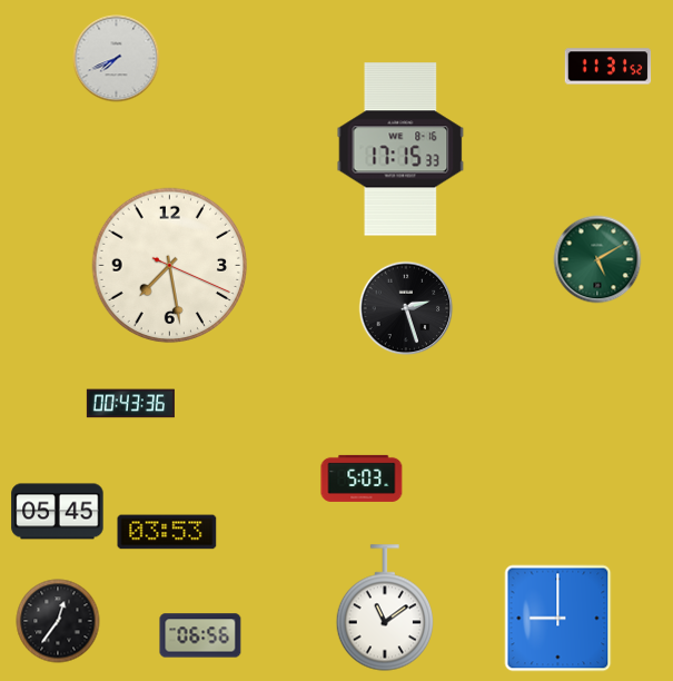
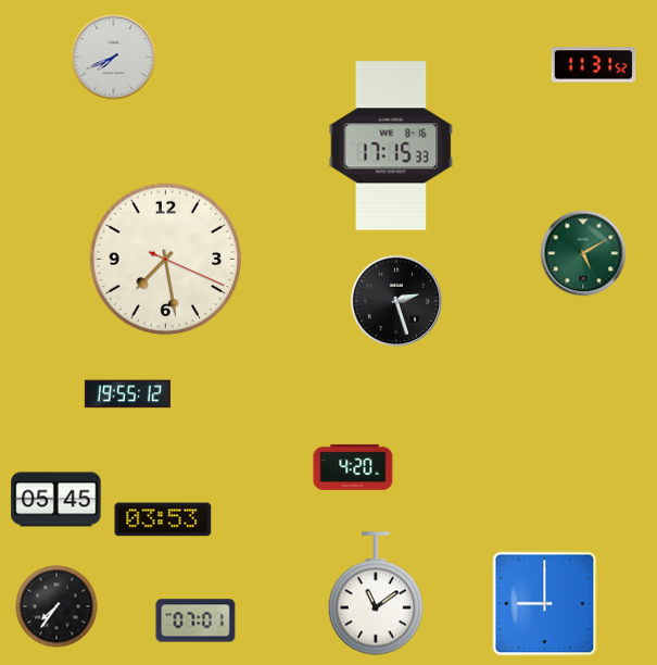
clock at (130, 404): 00:43 -> 19:55
clock at (362, 478): 5:03 -> 4:20
clock at (58, 621): 12:36 -> 7:36
clock at (200, 635): 06:56 -> 07:01
